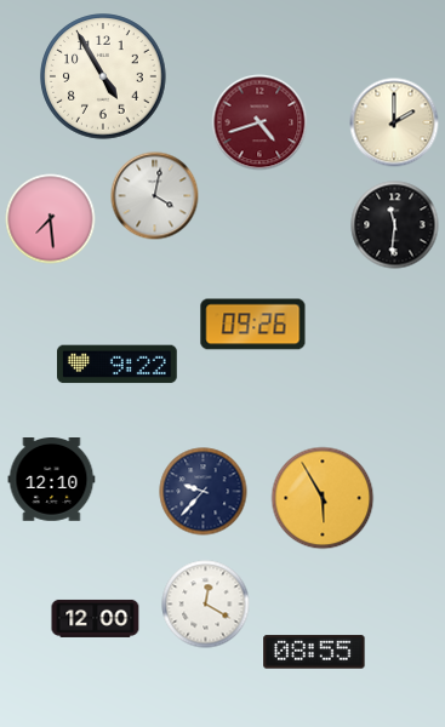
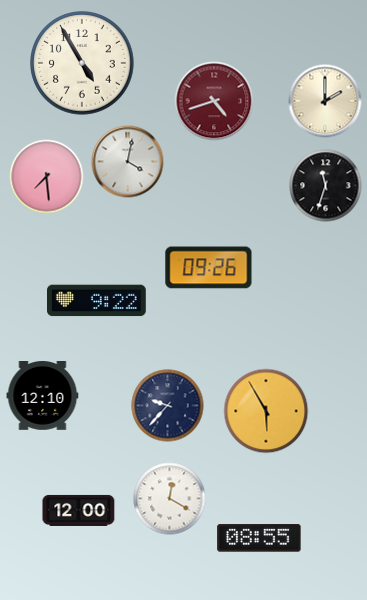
clock at (103, 76) position: (103, 76) -> (82, 63)
clock at (51, 219) position: (51, 219) -> (47, 177)
clock at (395, 225): 11:31 -> 11:33
